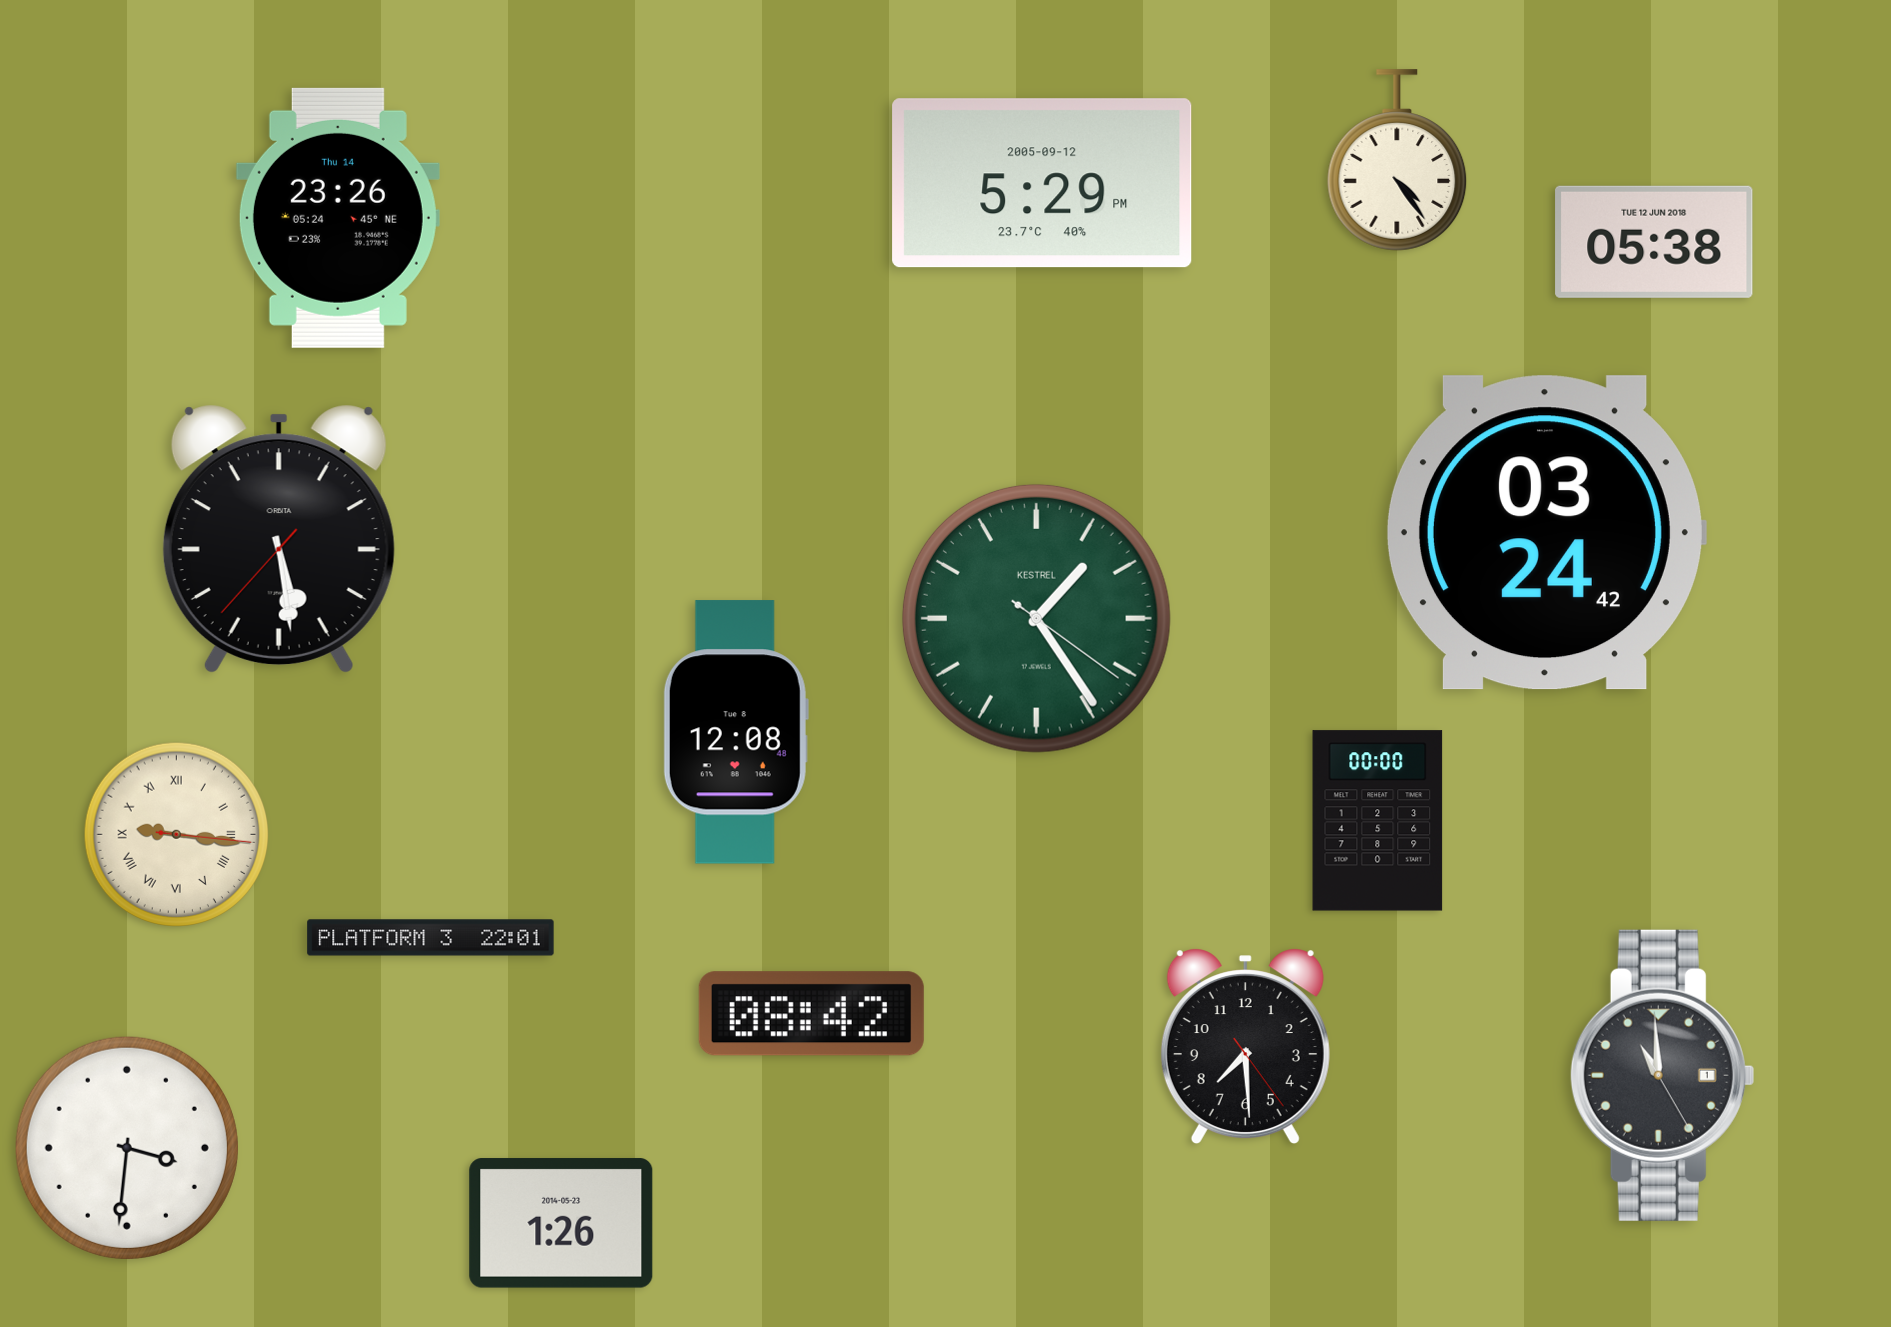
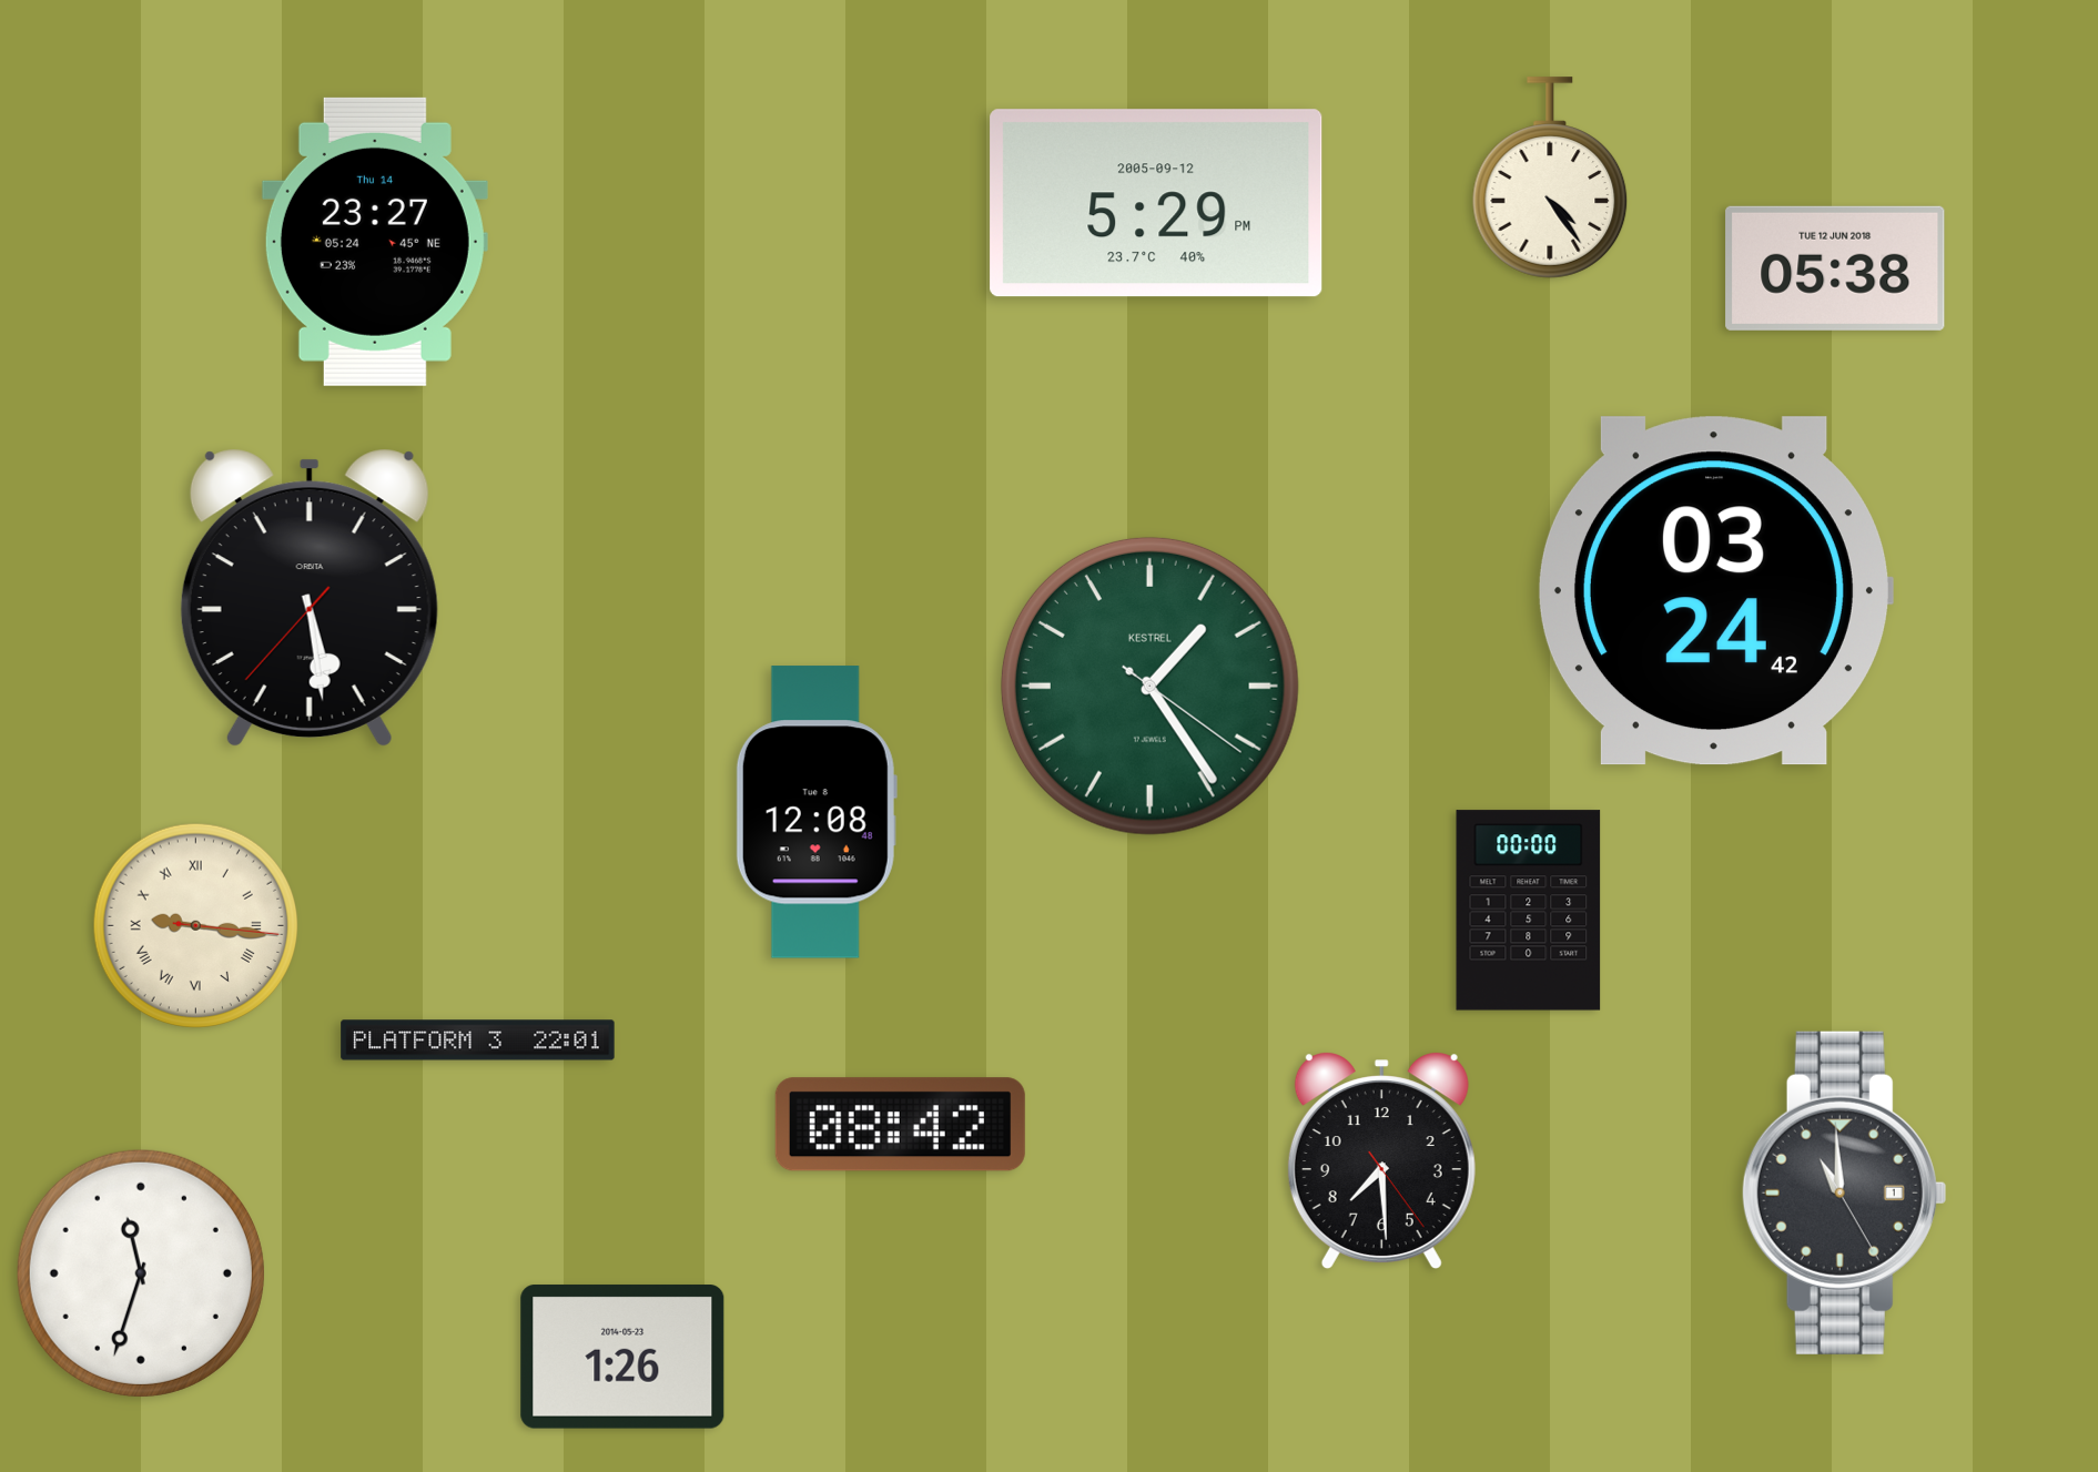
clock at (338, 218): 23:26 -> 23:27
clock at (127, 1148): 3:31 -> 11:33
